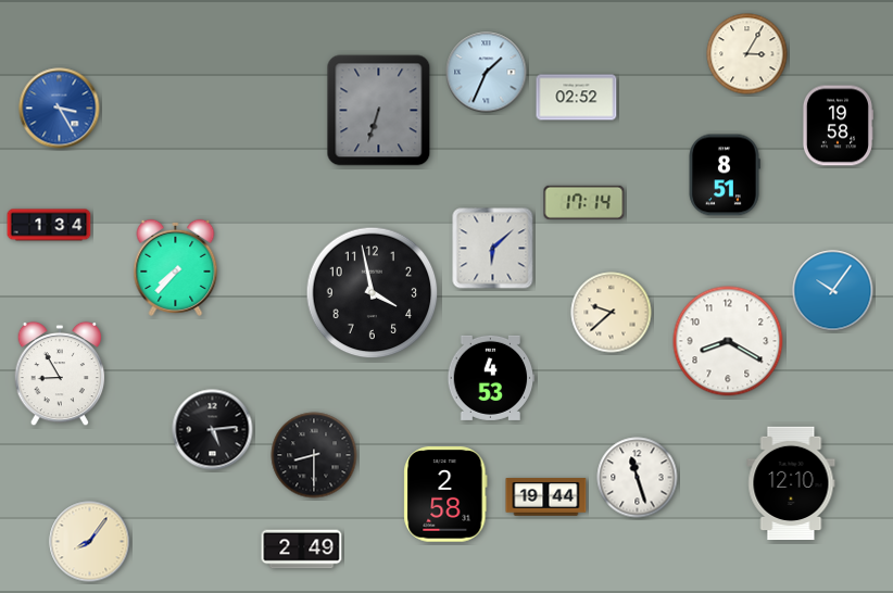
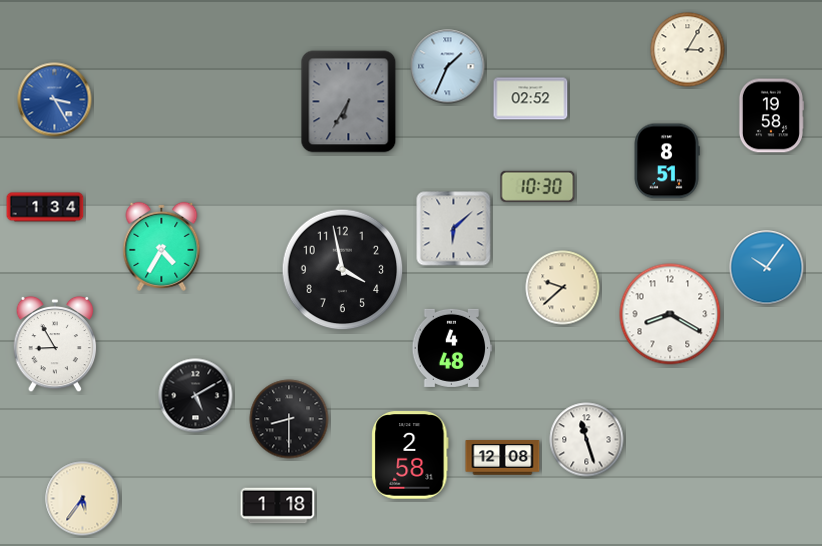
clock at (577, 98) position: (577, 98) -> (531, 99)
clock at (379, 111): 6:33 -> 6:35
clock at (584, 202): 17:14 -> 10:30
clock at (176, 267): 7:37 -> 4:35
clock at (491, 378): 4:53 -> 4:48
clock at (213, 430): 5:14 -> 5:10
clock at (791, 483): 12:10 -> none
clock at (546, 497): 19:44 -> 12:08
clock at (90, 542): 8:06 -> 5:36
clock at (302, 550): 2:49 -> 1:18
